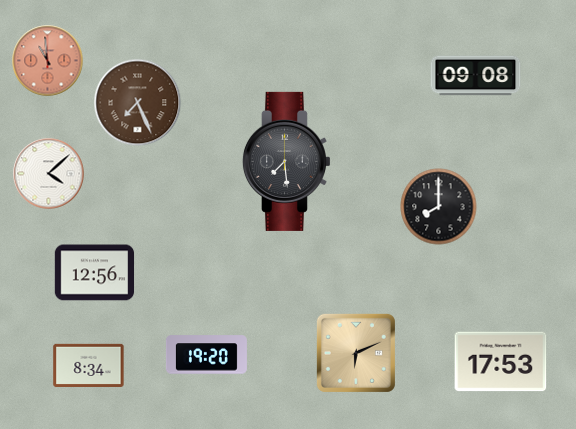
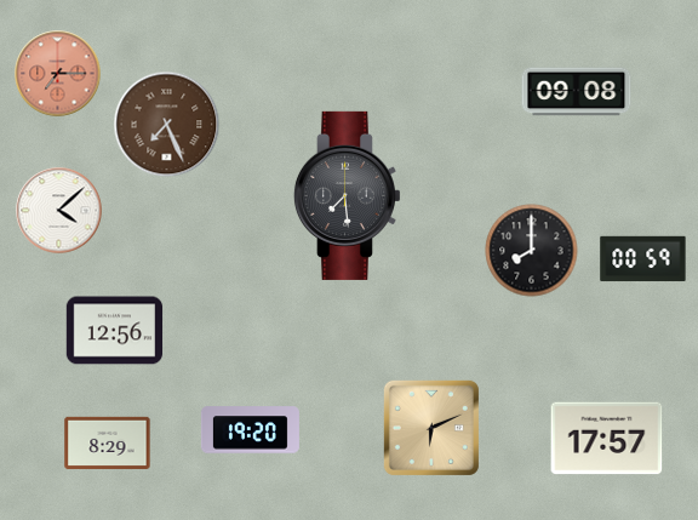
clock at (48, 61): 10:59 -> 7:15
clock at (643, 259): none -> 00:59
clock at (501, 362): 17:53 -> 17:57
clock at (89, 365): 8:34 -> 8:29
